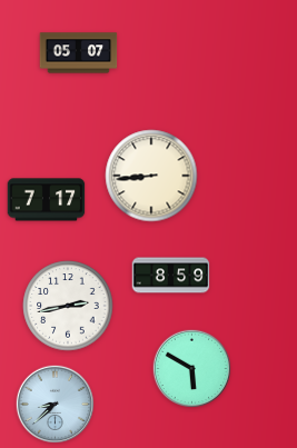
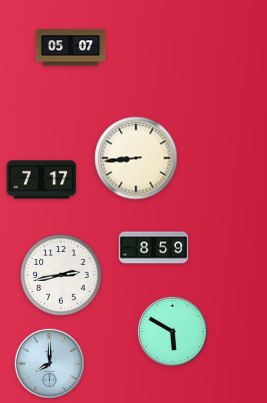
clock at (56, 405): 8:38 -> 8:00
